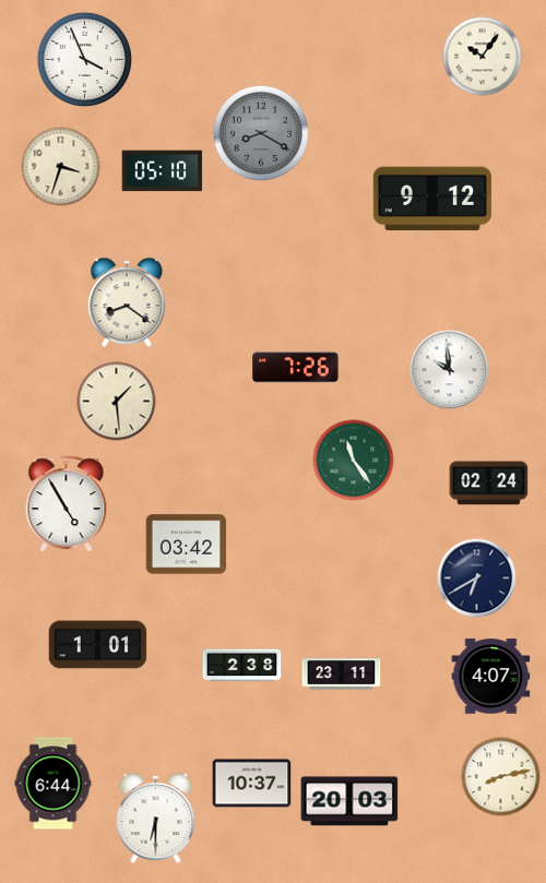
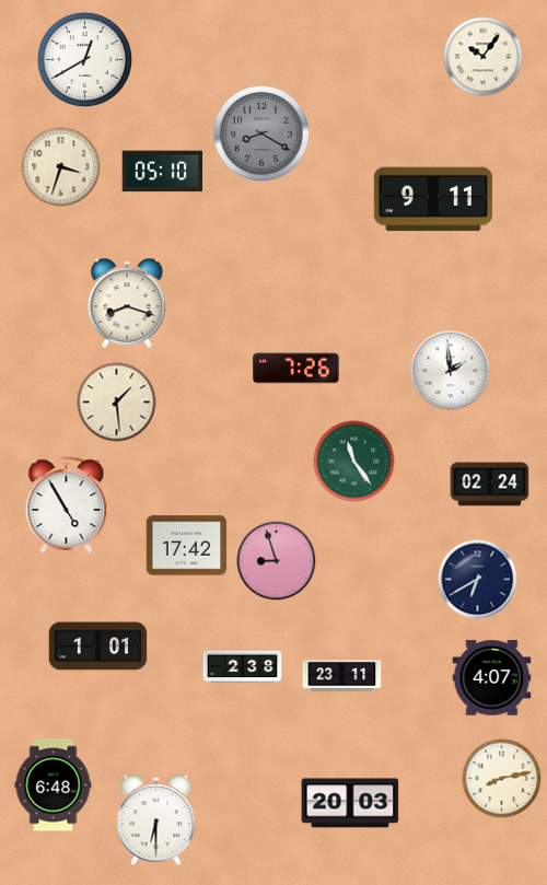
clock at (84, 59): 3:56 -> 12:40
clock at (432, 199): 9:12 -> 9:11
clock at (127, 302): 8:21 -> 8:18
clock at (450, 370): 9:59 -> 1:59
clock at (187, 545): 03:42 -> 17:42
clock at (277, 561): none -> 8:57
clock at (54, 784): 6:44 -> 6:48
clock at (252, 784): 10:37 -> none
